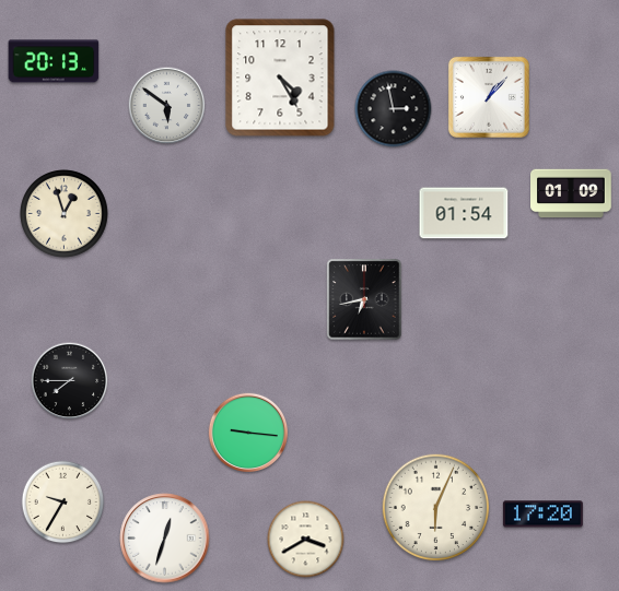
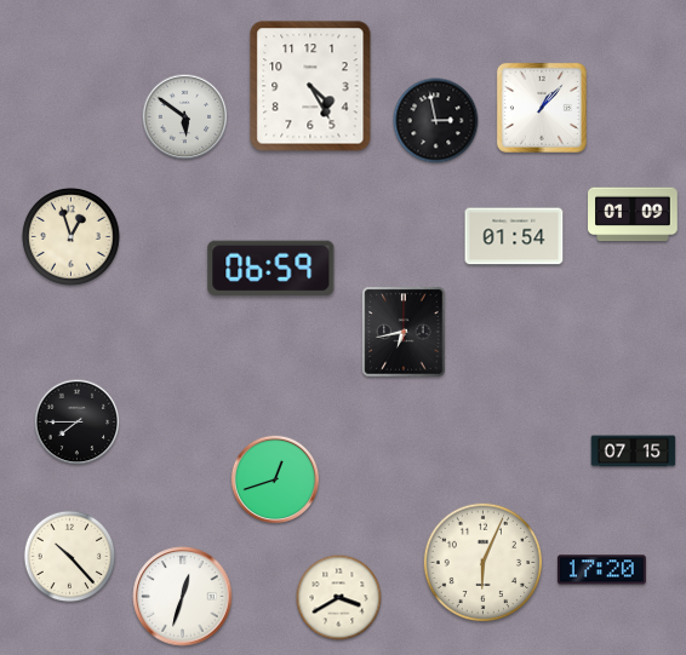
clock at (54, 61): 20:13 -> none
clock at (271, 268): none -> 06:59
clock at (634, 452): none -> 07:15
clock at (247, 432): 9:16 -> 12:42
clock at (63, 503): 9:35 -> 10:23
